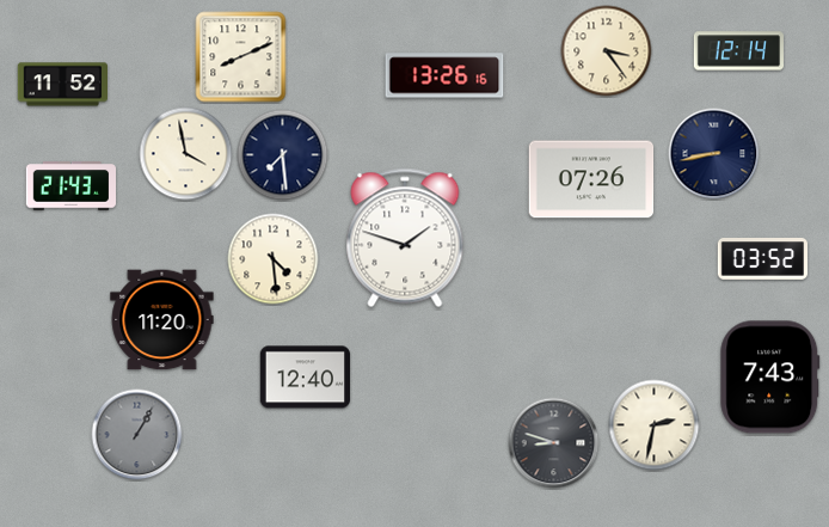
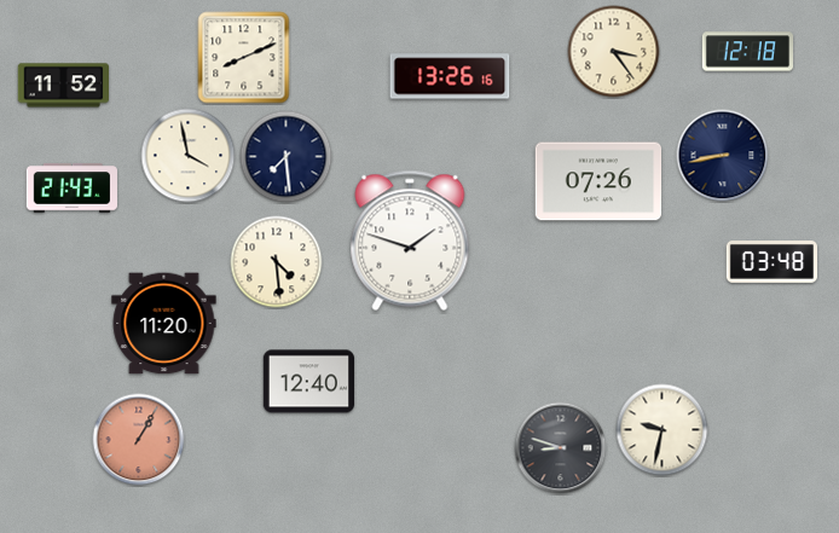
clock at (738, 51): 12:14 -> 12:18
clock at (763, 259): 03:52 -> 03:48
clock at (770, 378): 7:43 -> none
clock at (655, 425): 2:32 -> 9:32
clock at (137, 435) dial: grey -> salmon
